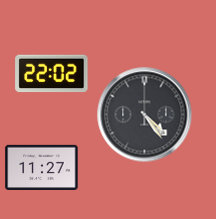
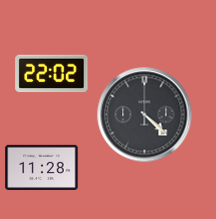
clock at (145, 115): 4:24 -> 4:22
clock at (42, 167): 11:27 -> 11:28
